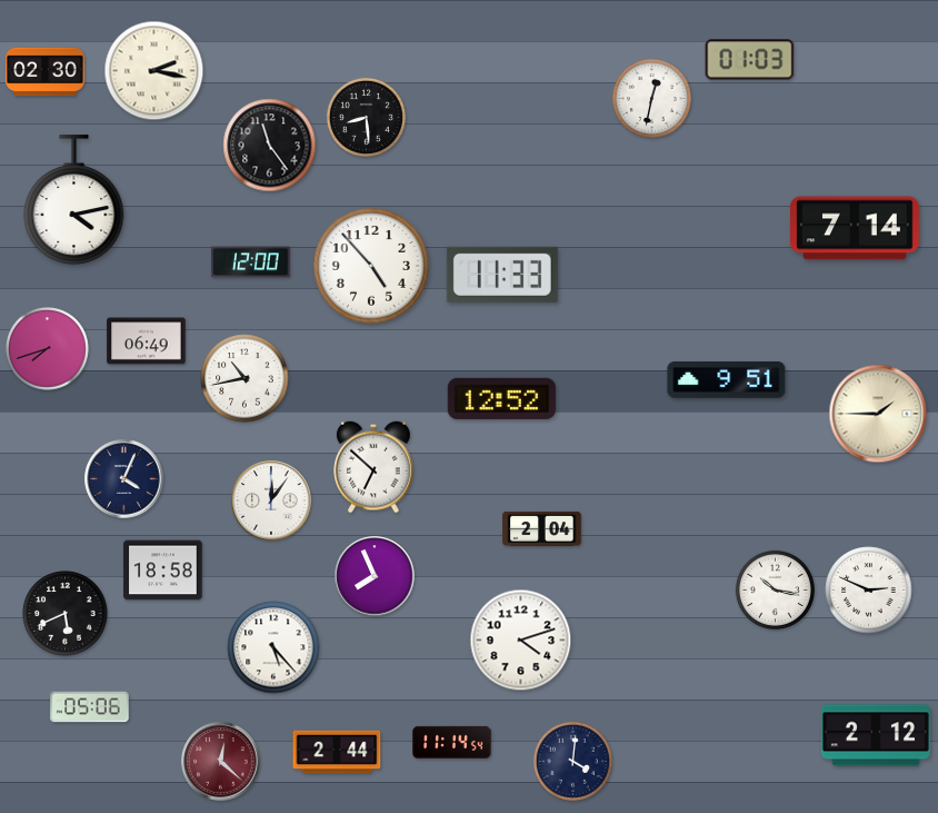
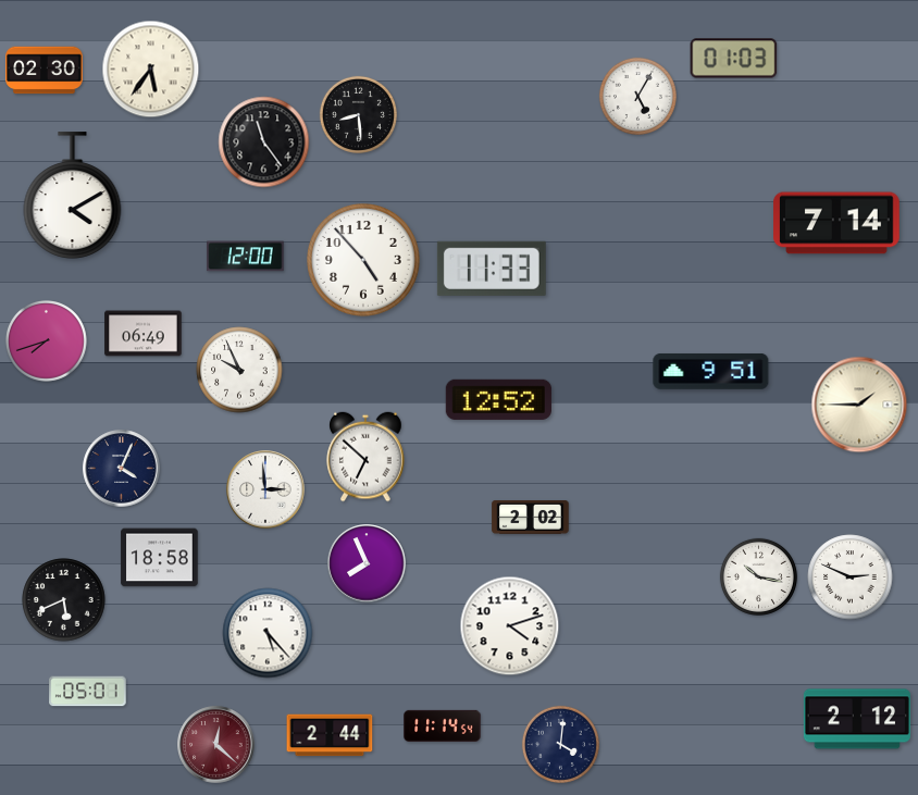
clock at (154, 71): 2:17 -> 5:36
clock at (651, 98): 12:32 -> 5:05
clock at (74, 200): 4:13 -> 4:10
clock at (245, 378): 10:43 -> 9:56
clock at (501, 398) position: (501, 398) -> (498, 399)
clock at (271, 500): 12:06 -> 2:59
clock at (542, 529): 2:04 -> 2:02
clock at (90, 707): 05:06 -> 05:01
